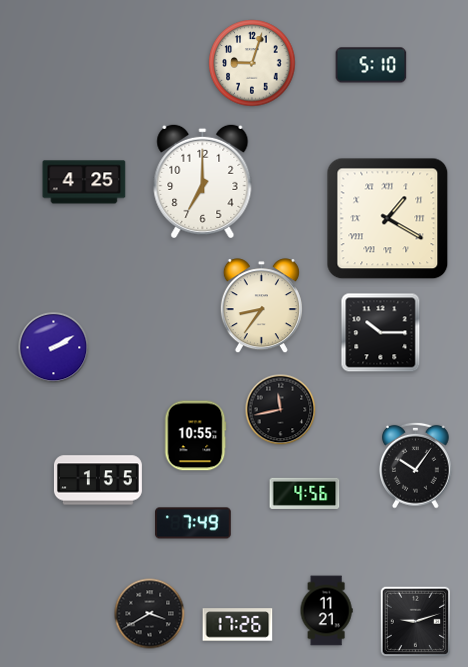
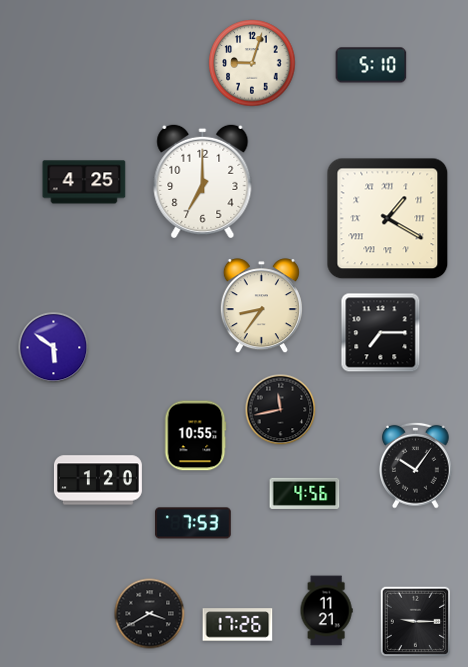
clock at (381, 333): 10:15 -> 7:15
clock at (54, 348): 2:10 -> 5:51
clock at (98, 480): 1:55 -> 1:20
clock at (193, 523): 7:49 -> 7:53
clock at (416, 622): 9:12 -> 9:15
